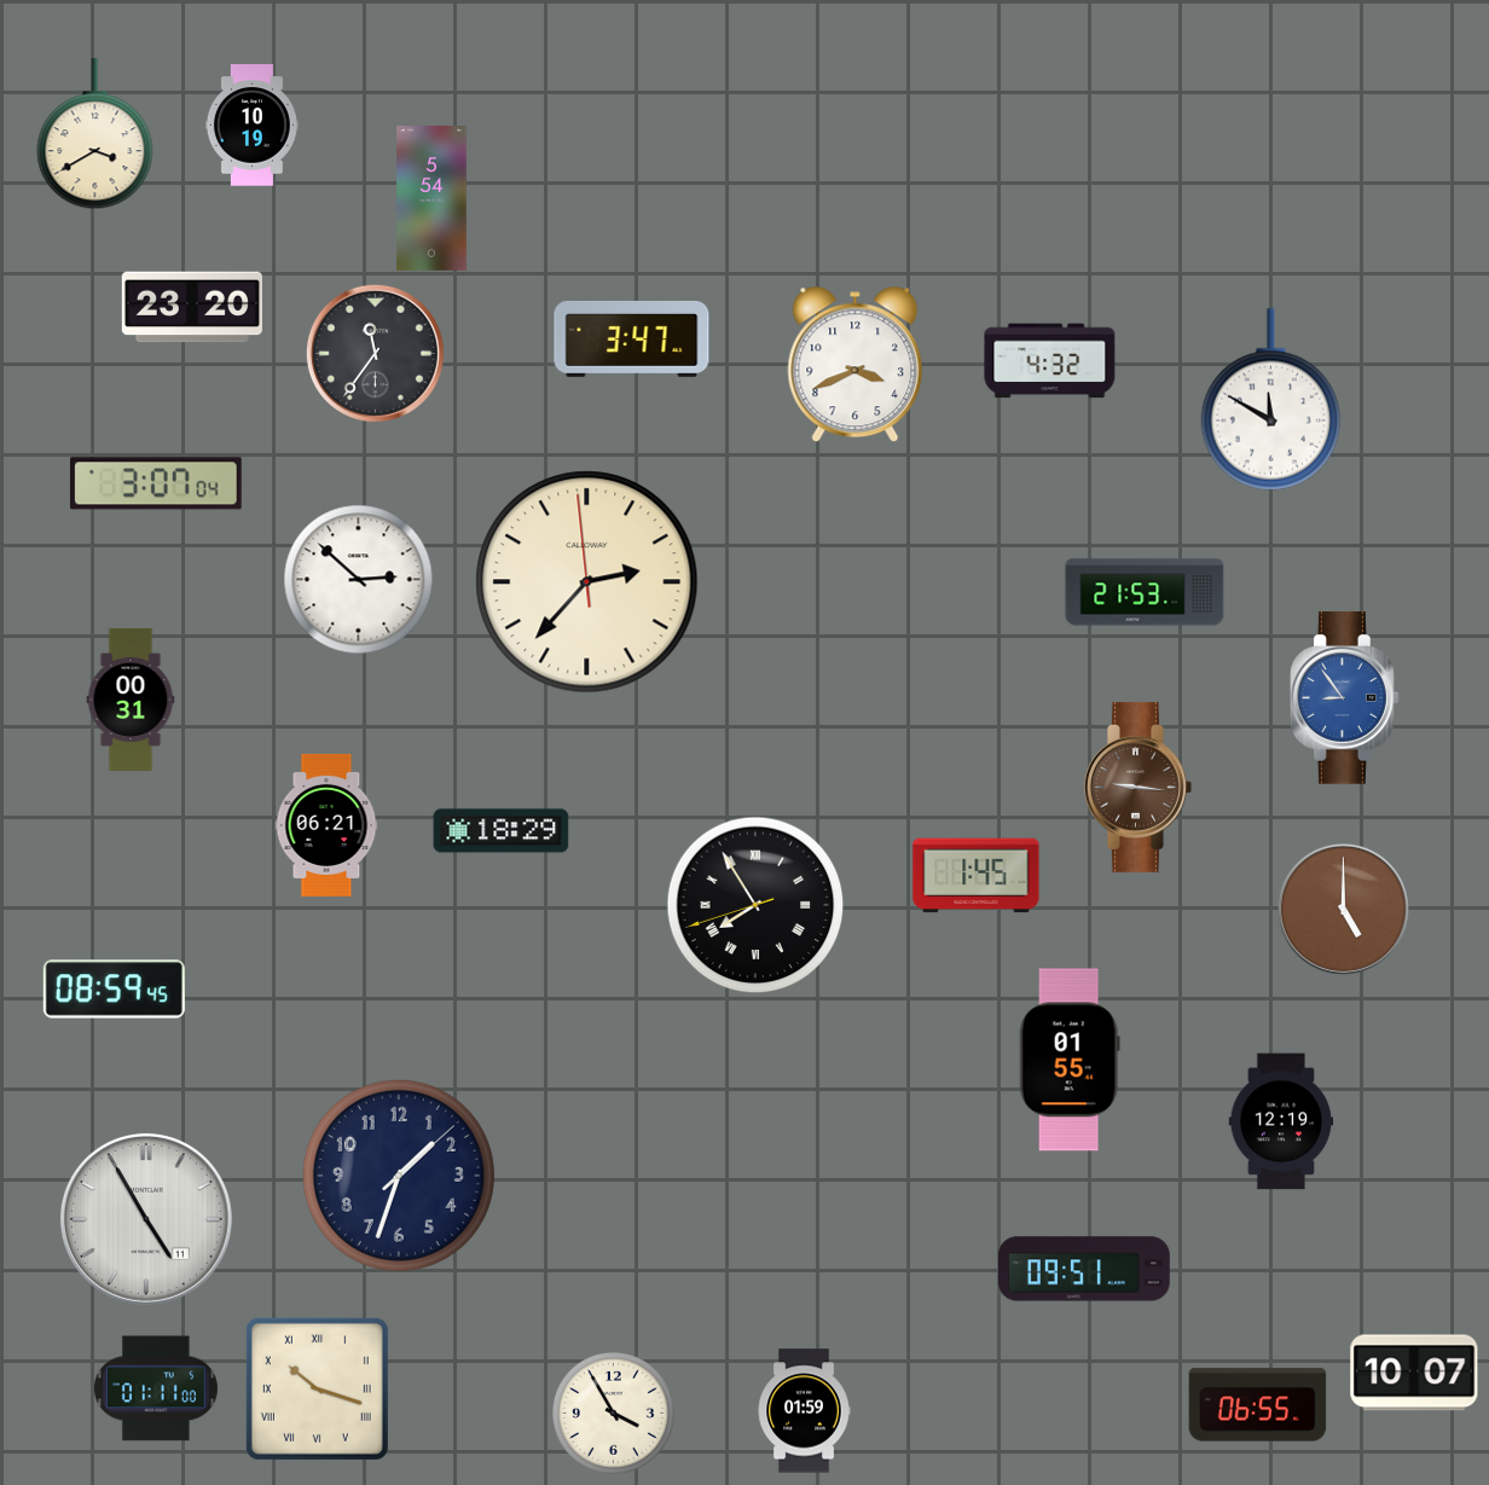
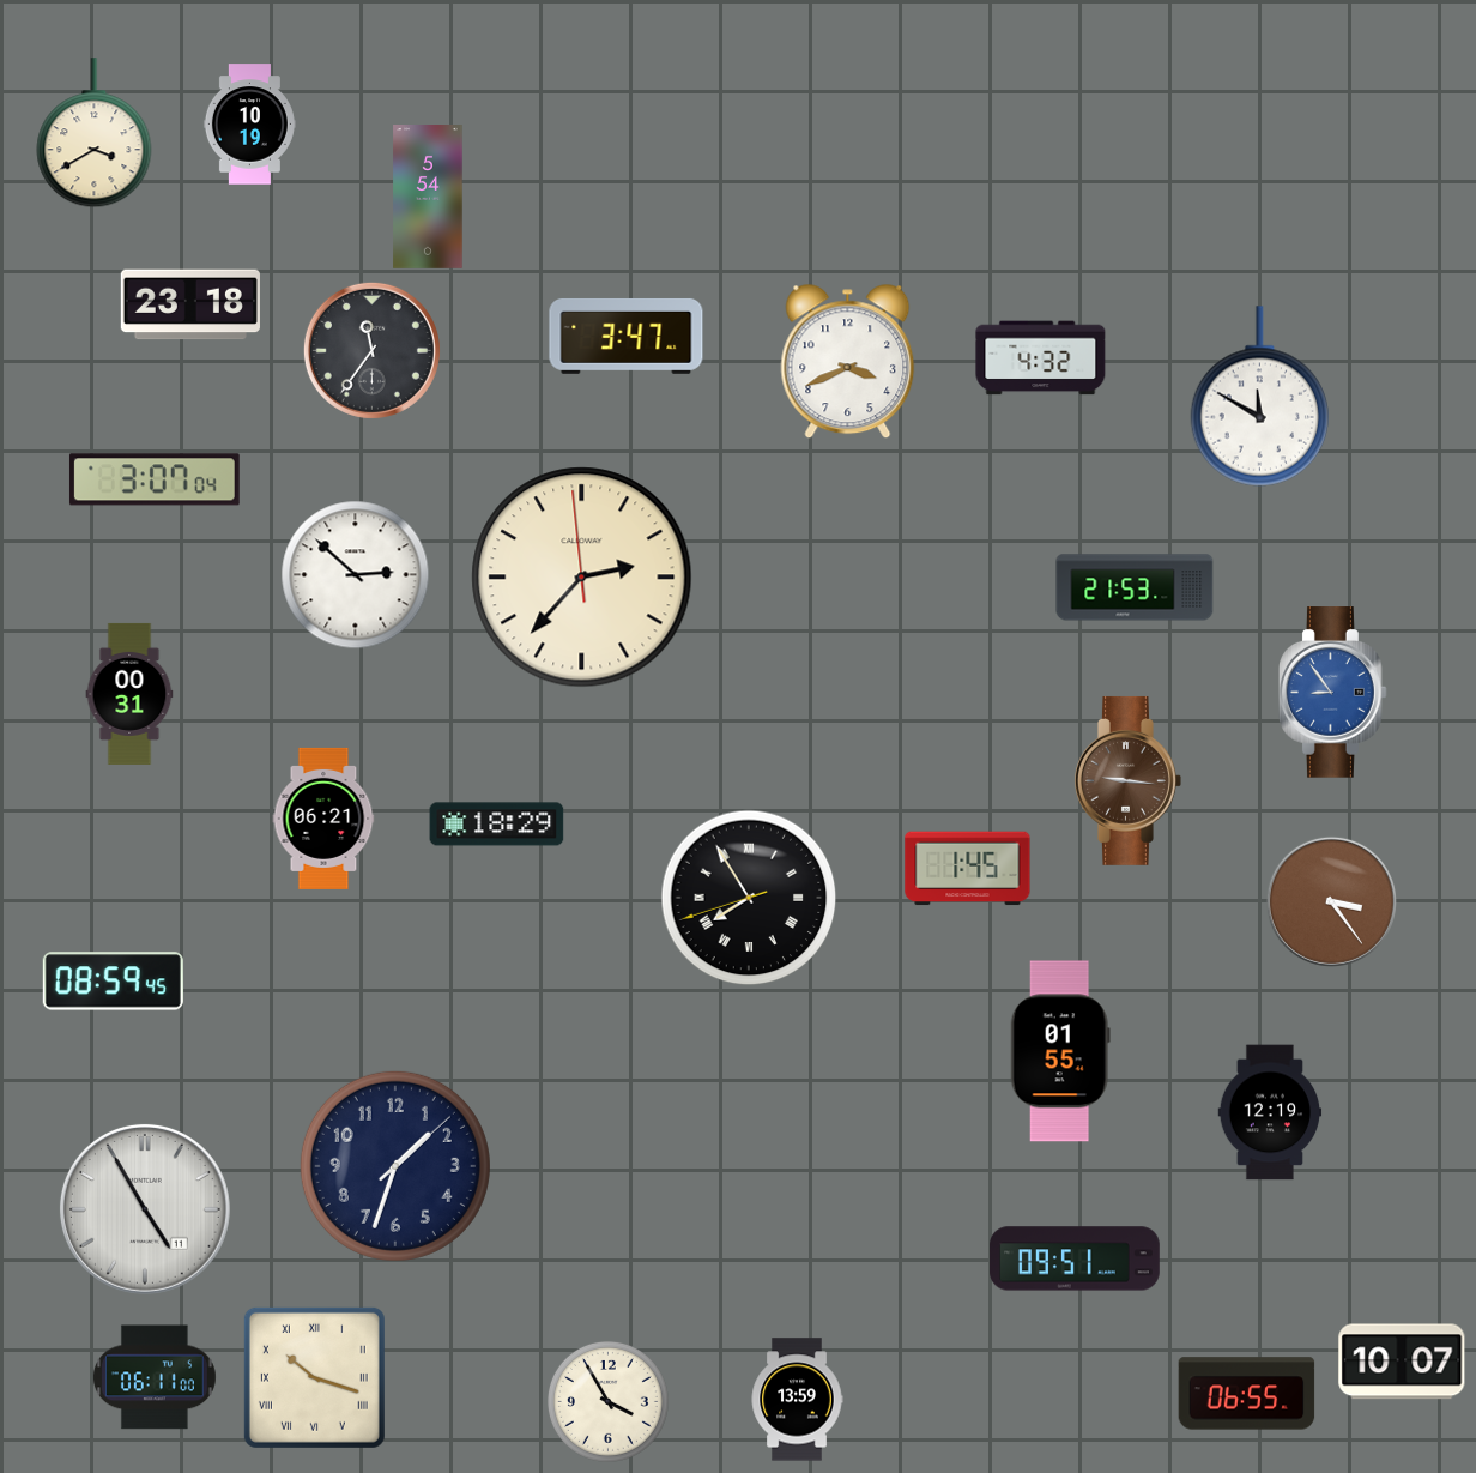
clock at (192, 307): 23:20 -> 23:18
clock at (1343, 909): 5:00 -> 3:24
clock at (156, 1388): 01:11 -> 06:11
clock at (804, 1411): 01:59 -> 13:59
